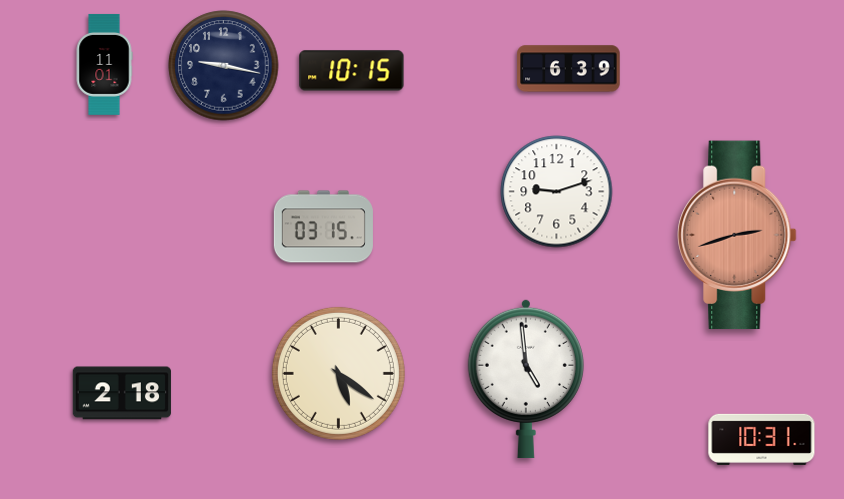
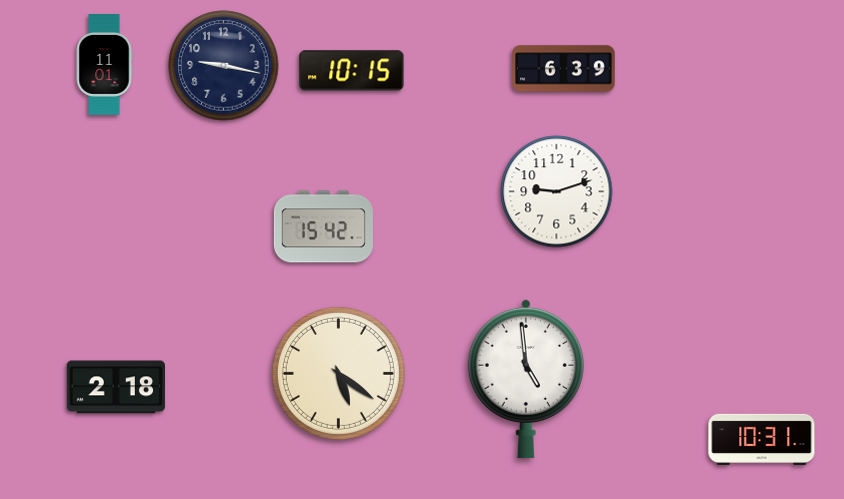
clock at (569, 69) position: (569, 69) -> (564, 69)
clock at (323, 227): 03:15 -> 15:42
clock at (737, 235): 2:42 -> none
clock at (121, 393) position: (121, 393) -> (115, 387)
